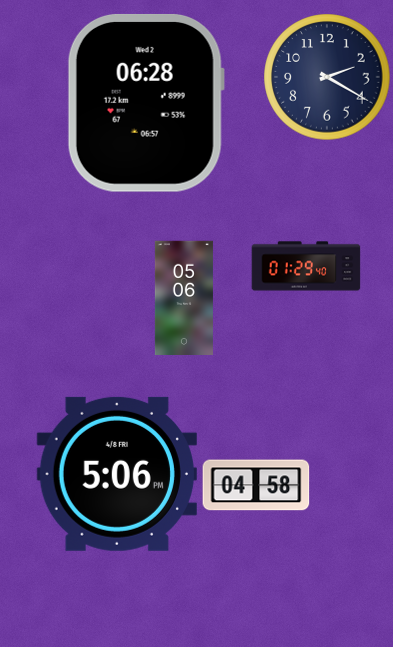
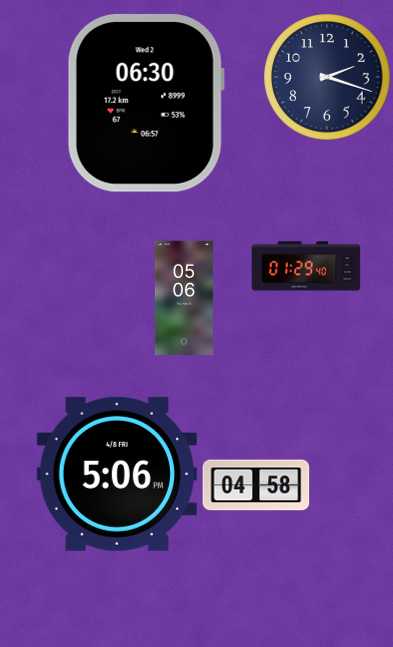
clock at (327, 77): 2:20 -> 2:18
clock at (146, 103): 06:28 -> 06:30
